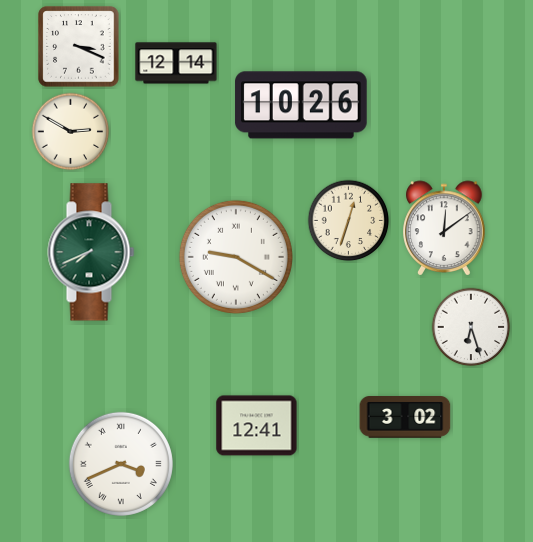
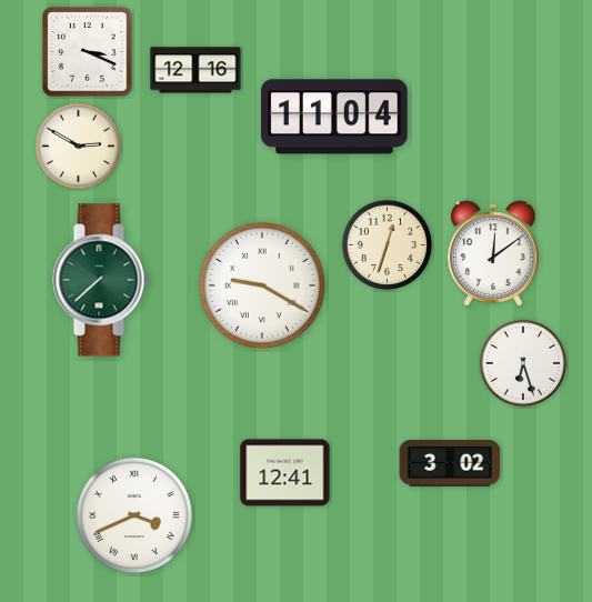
clock at (176, 63): 12:14 -> 12:16
clock at (301, 105): 10:26 -> 11:04
clock at (91, 252): 7:41 -> 7:38
